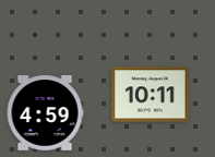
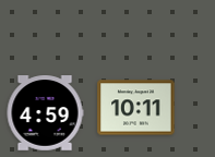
clock at (151, 95) position: (151, 95) -> (136, 108)
